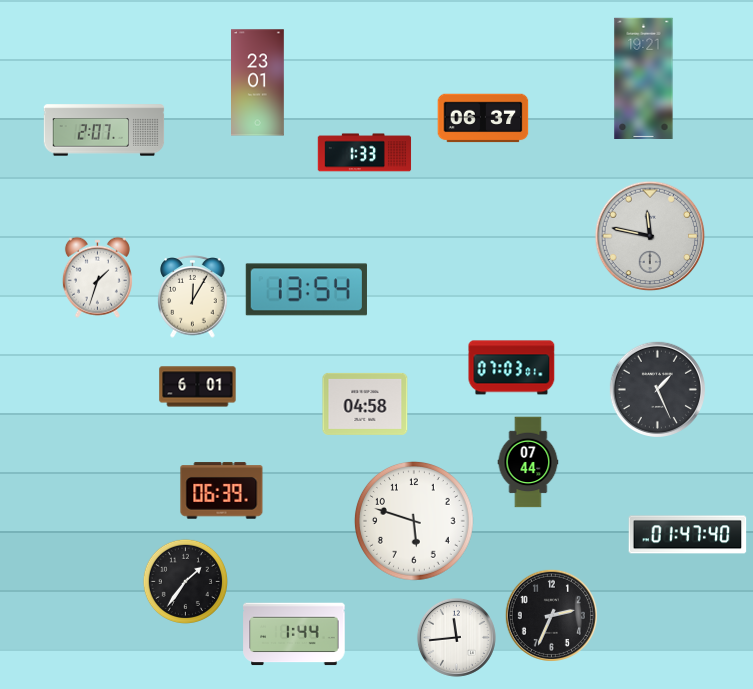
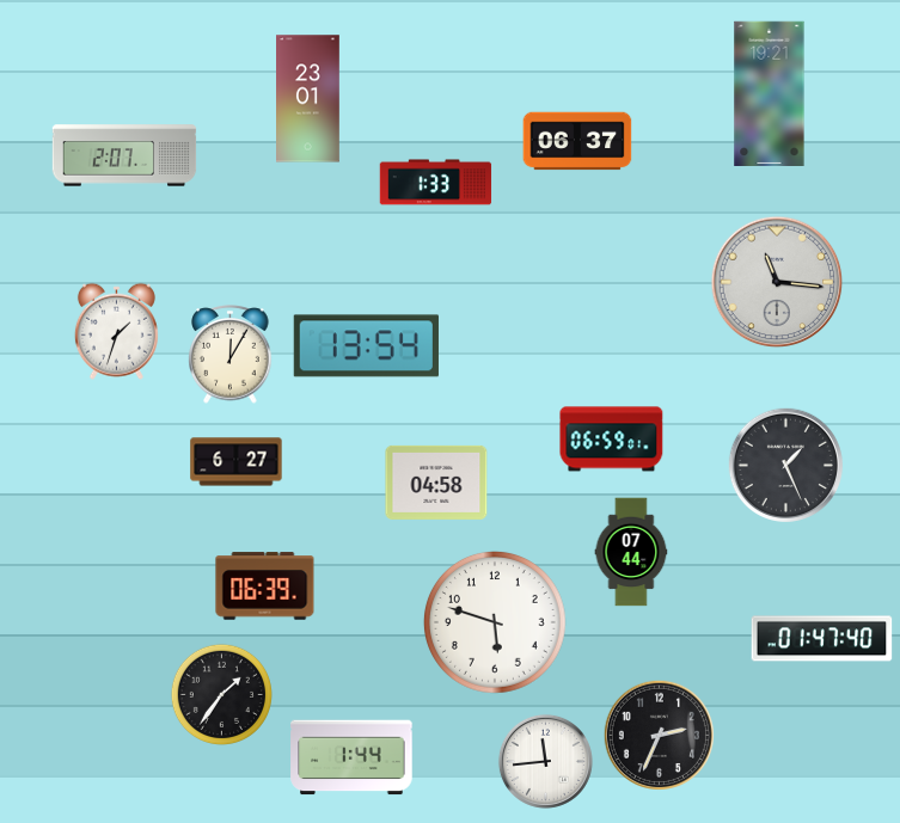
clock at (650, 236): 11:47 -> 11:16
clock at (512, 368): 07:03 -> 06:59
clock at (198, 387): 6:01 -> 6:27
